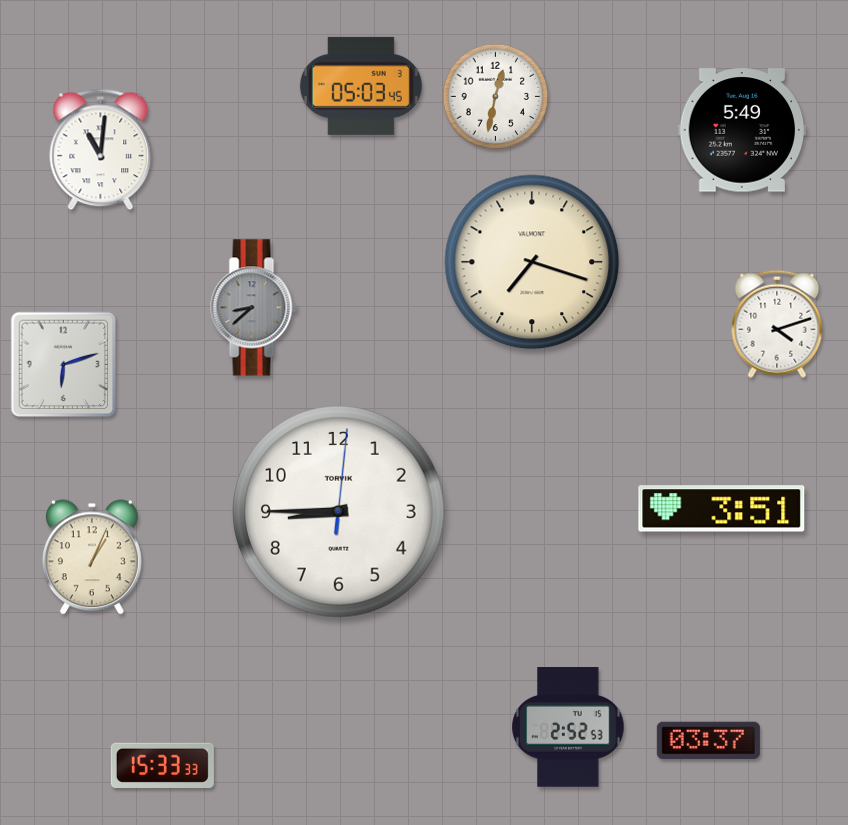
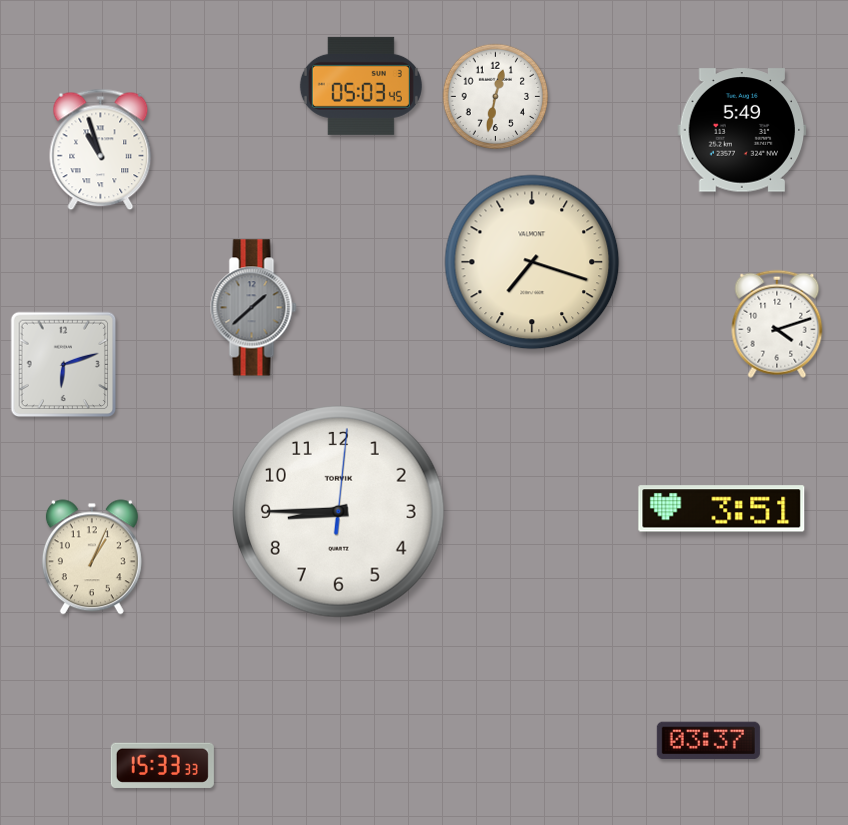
clock at (101, 150): 11:01 -> 10:57
clock at (254, 308): 8:38 -> 1:38
clock at (568, 727): 2:52 -> none
